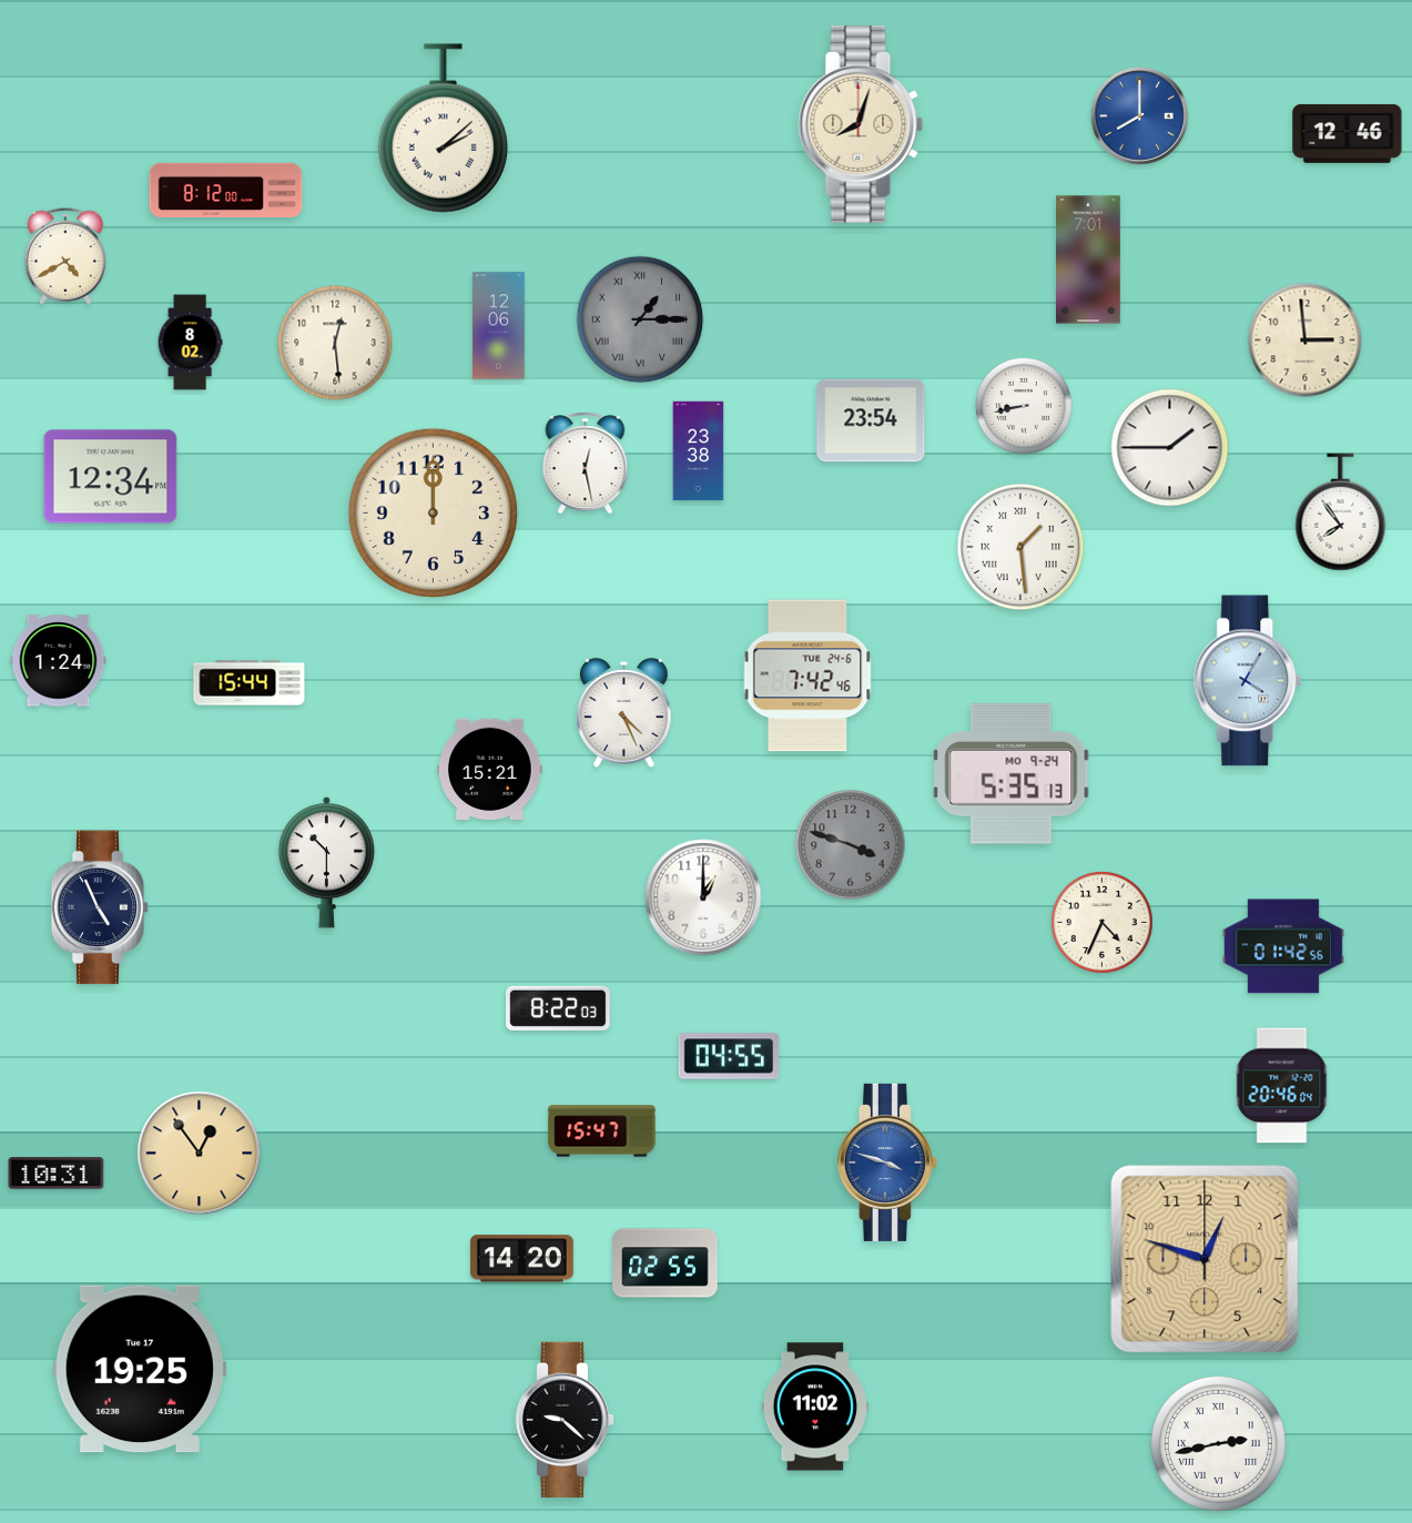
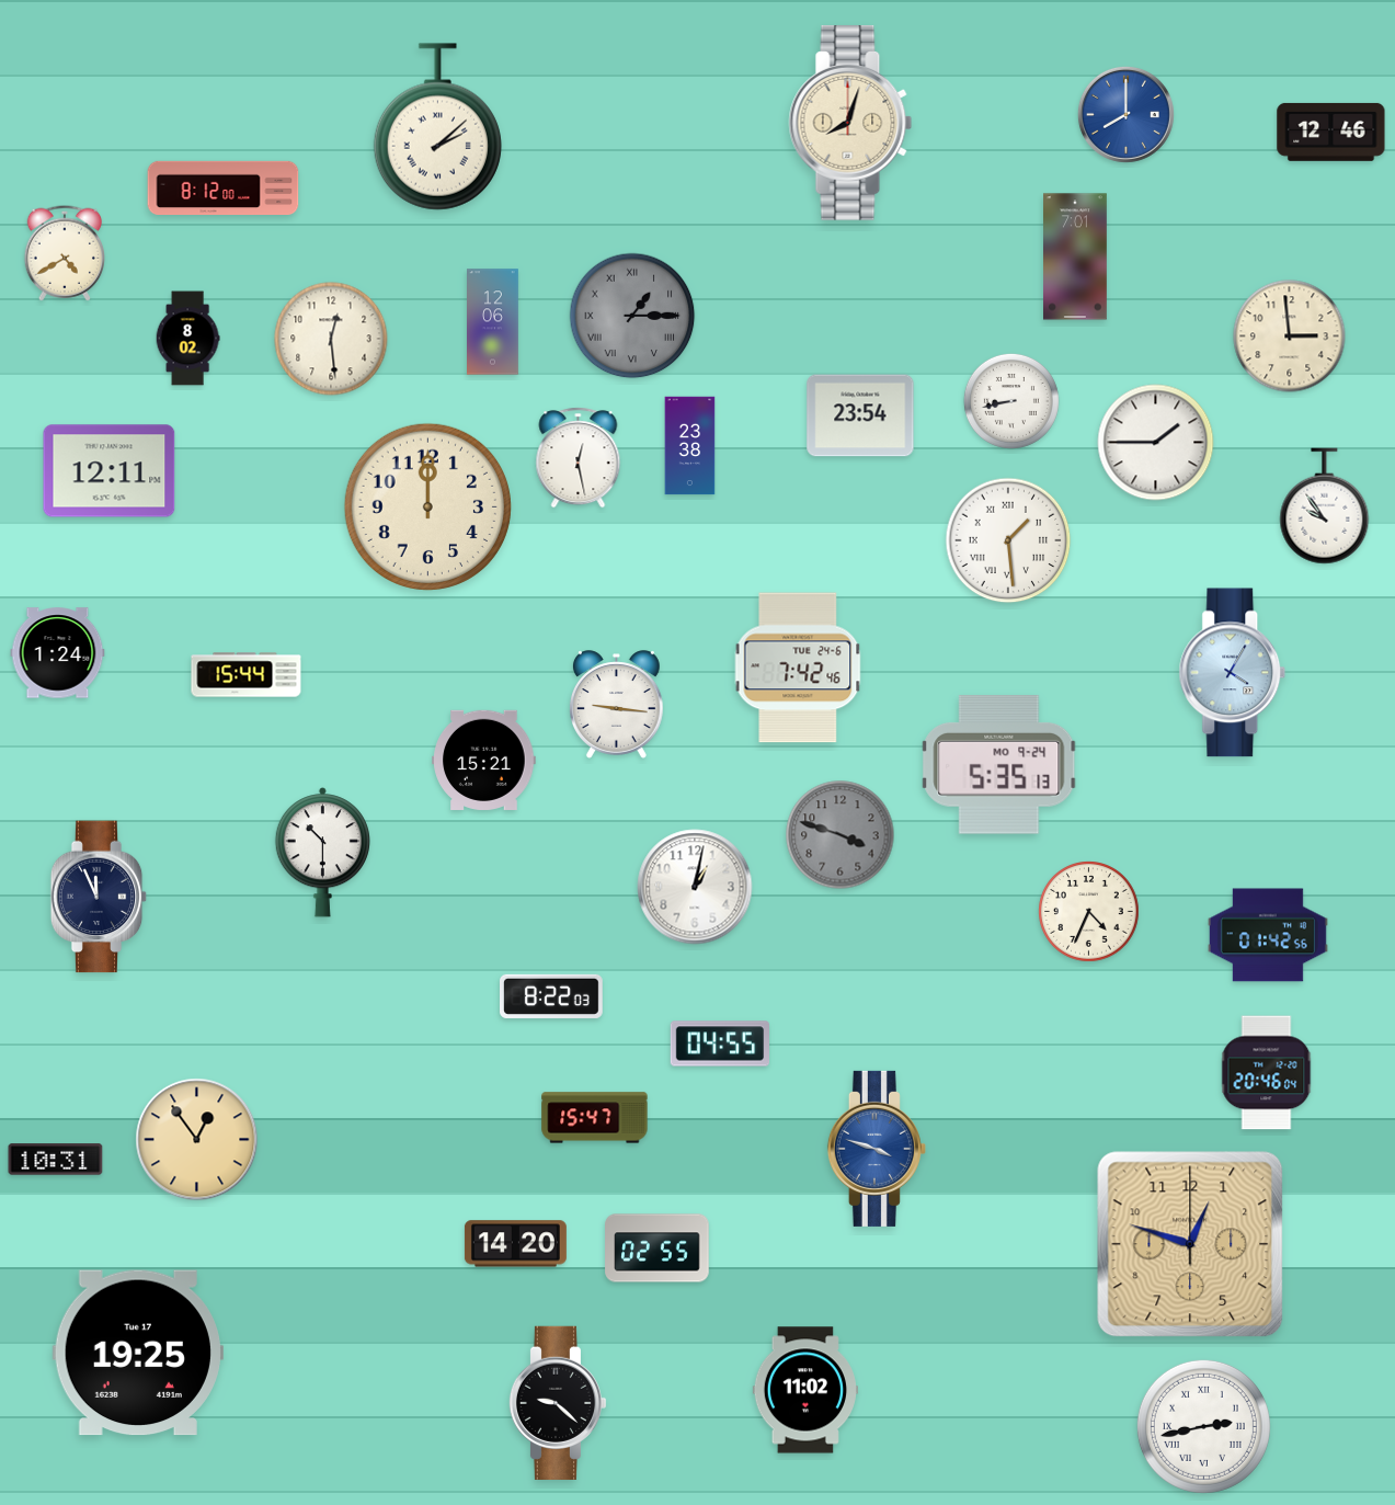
clock at (111, 477): 12:34 -> 12:11
clock at (1341, 512): 7:54 -> 9:54
clock at (624, 713): 4:26 -> 9:16
clock at (703, 897): 1:00 -> 1:02
clock at (100, 907): 4:56 -> 11:56
